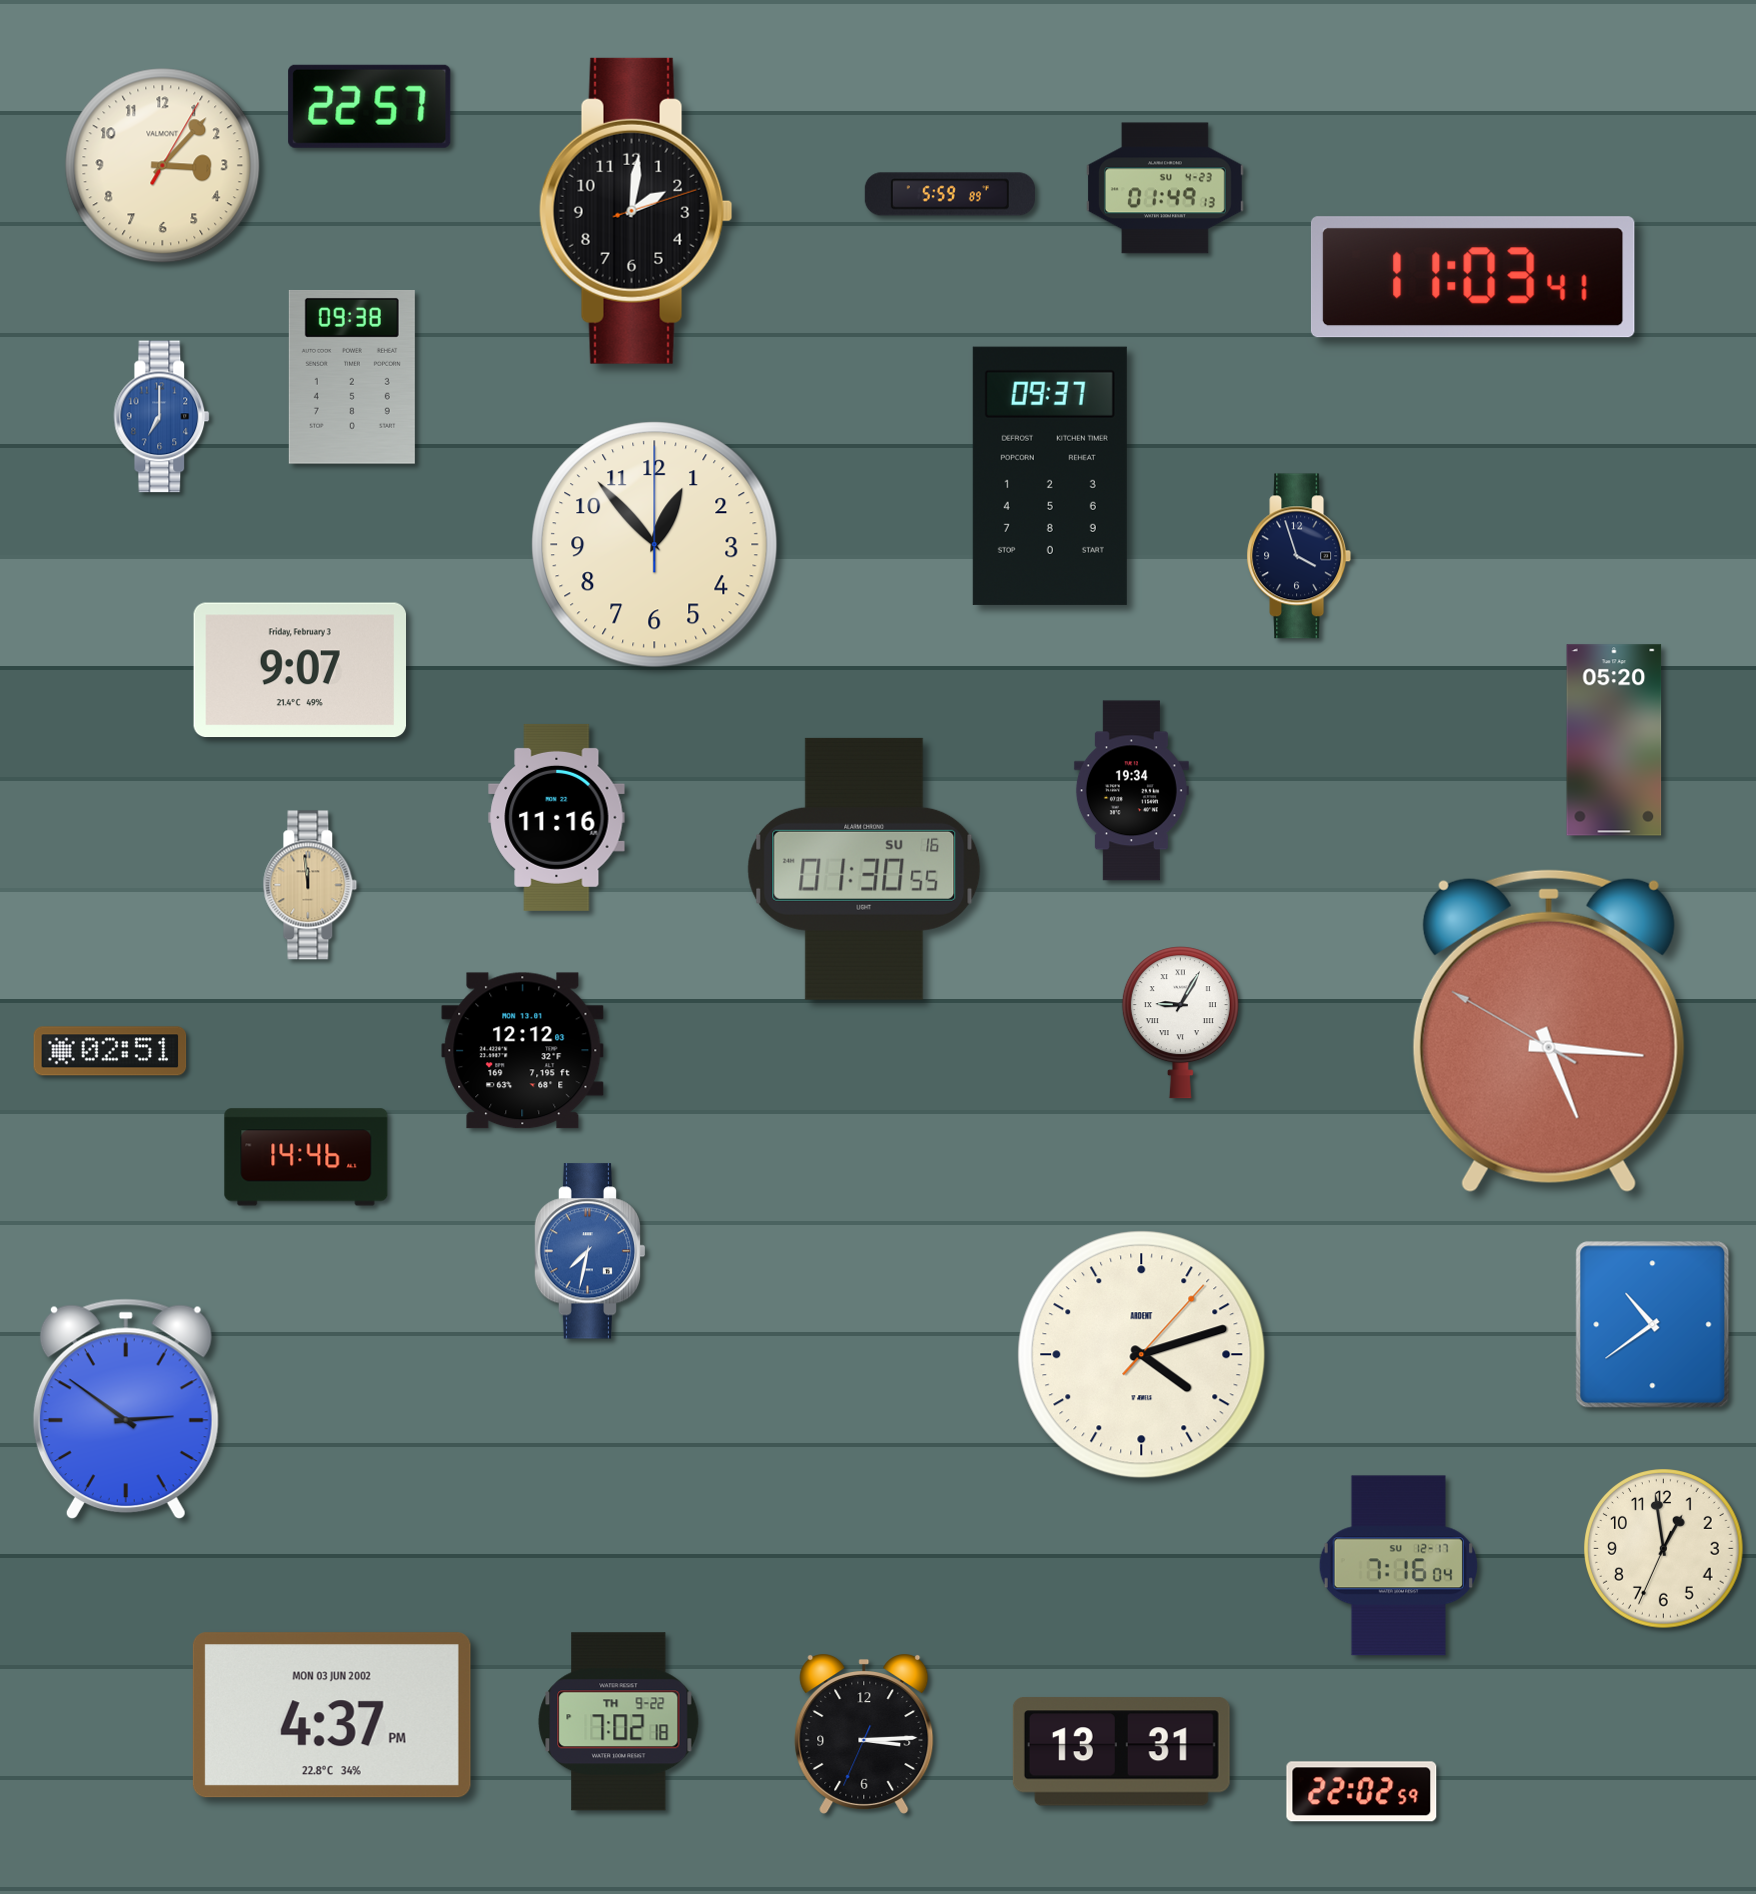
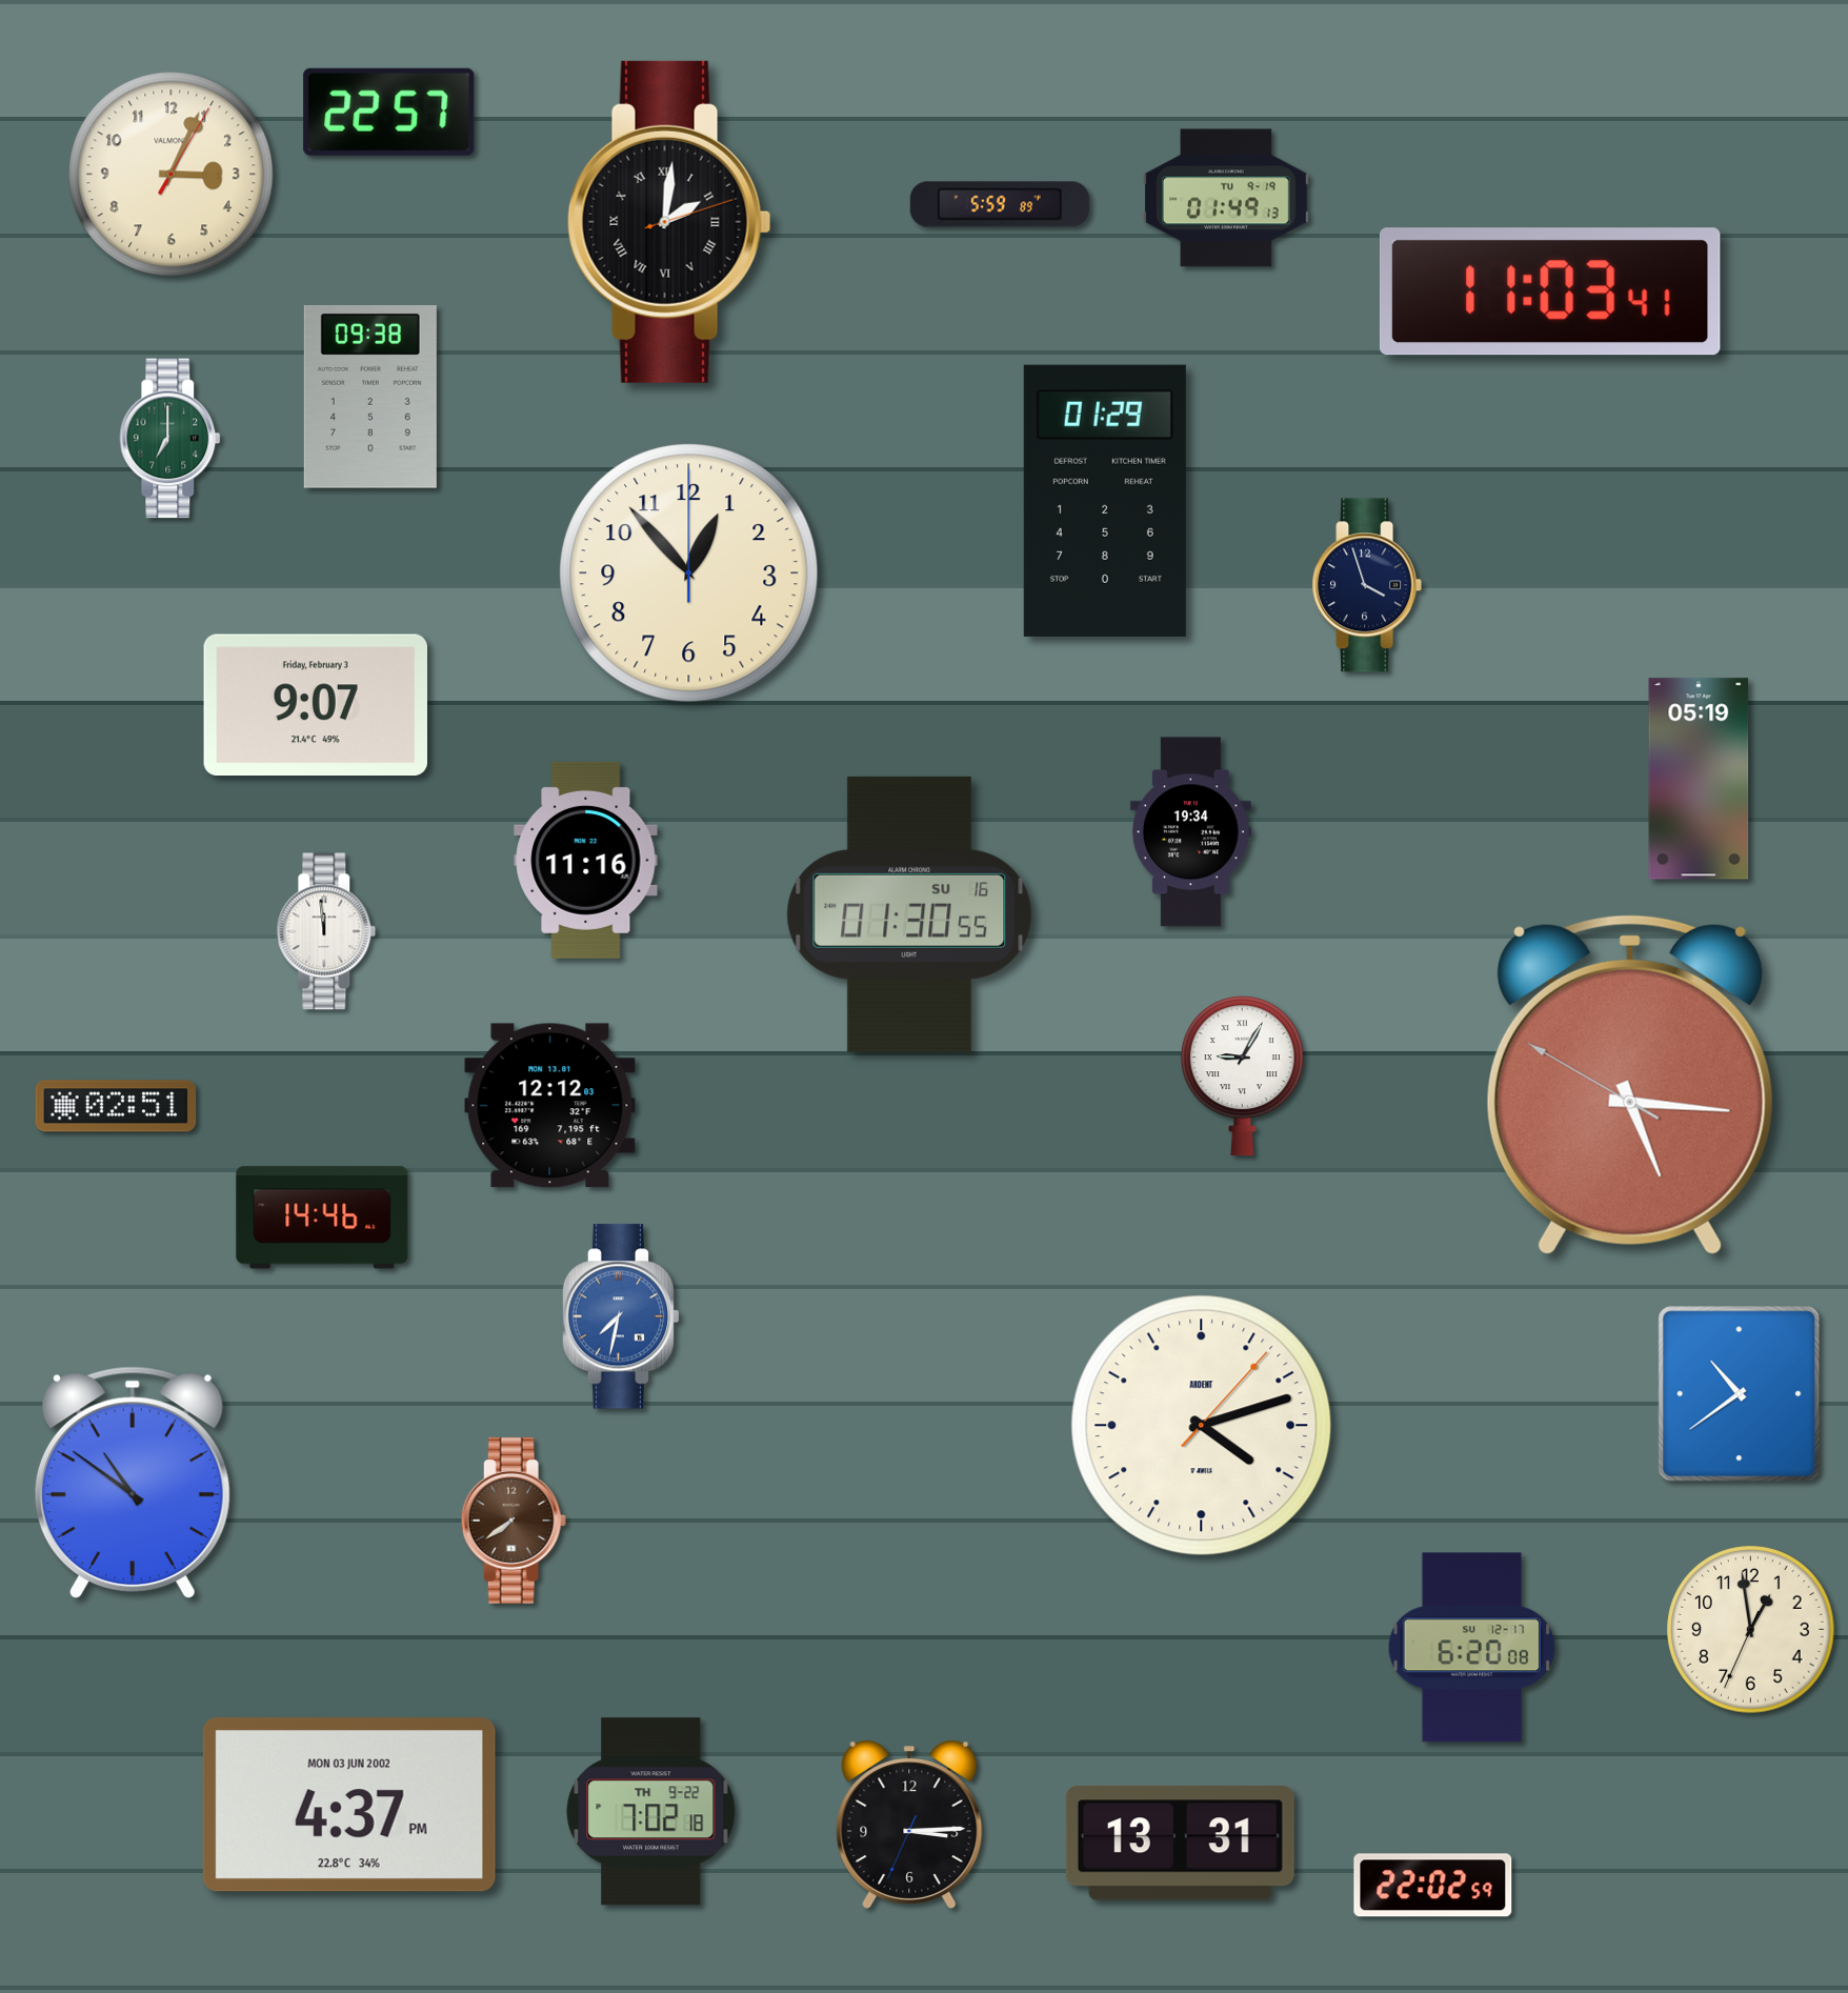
clock at (163, 166): 3:07 -> 3:04
clock at (1165, 188) date: SU 4-23 -> TU 9-19
clock at (636, 211) numerals: Arabic -> Roman
clock at (162, 417) dial: blue -> green
clock at (1050, 476): 09:37 -> 01:29
clock at (1614, 740): 05:20 -> 05:19
clock at (310, 885) dial: champagne -> white
clock at (126, 1409): 2:51 -> 10:51
clock at (514, 1521): none -> 7:39
clock at (1398, 1566): 7:16 -> 6:20
